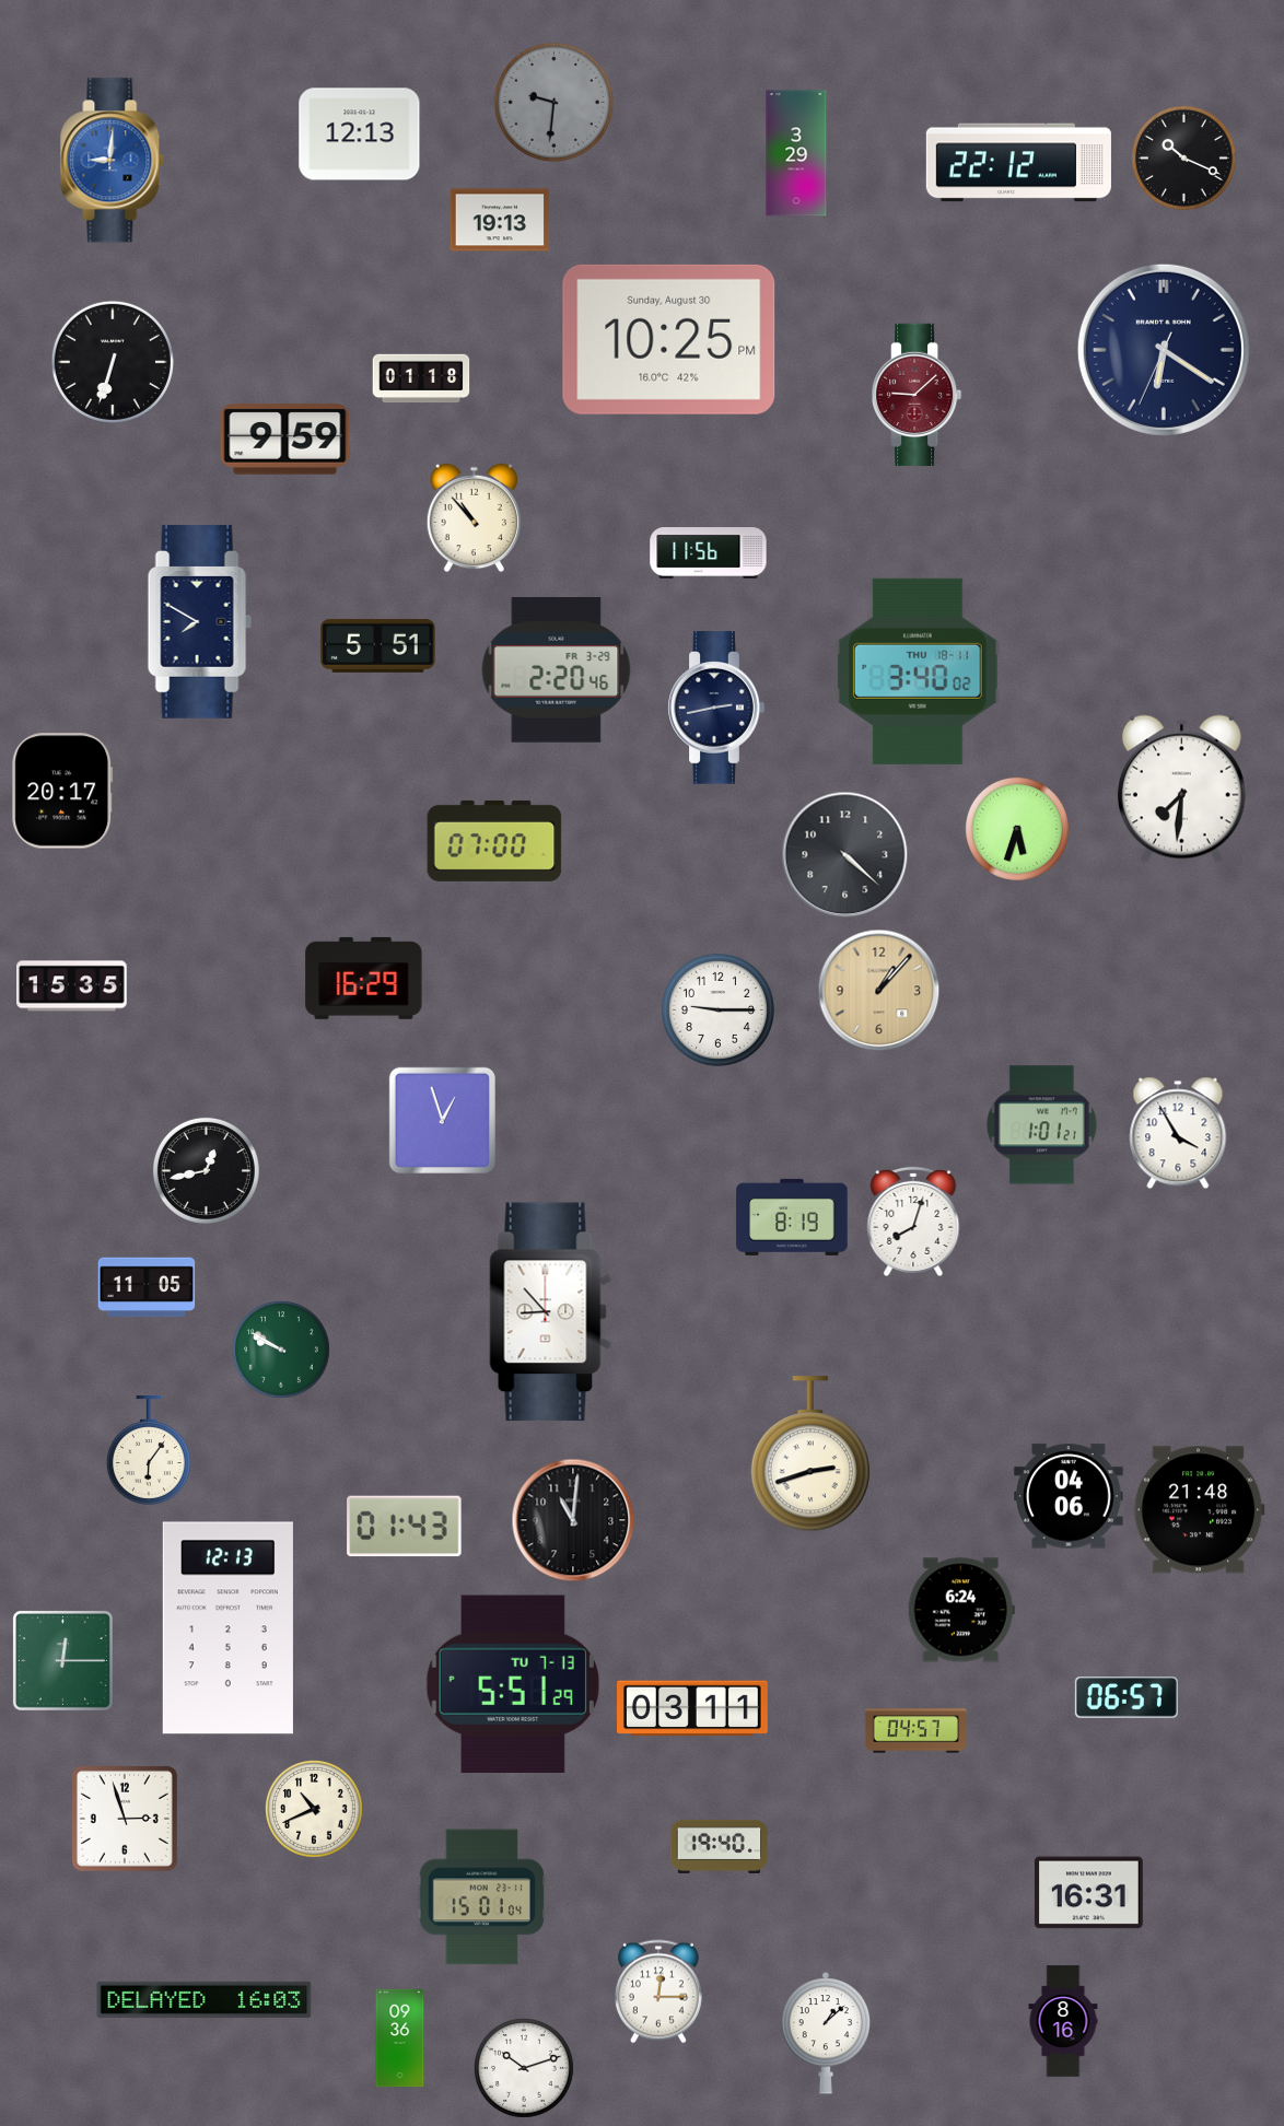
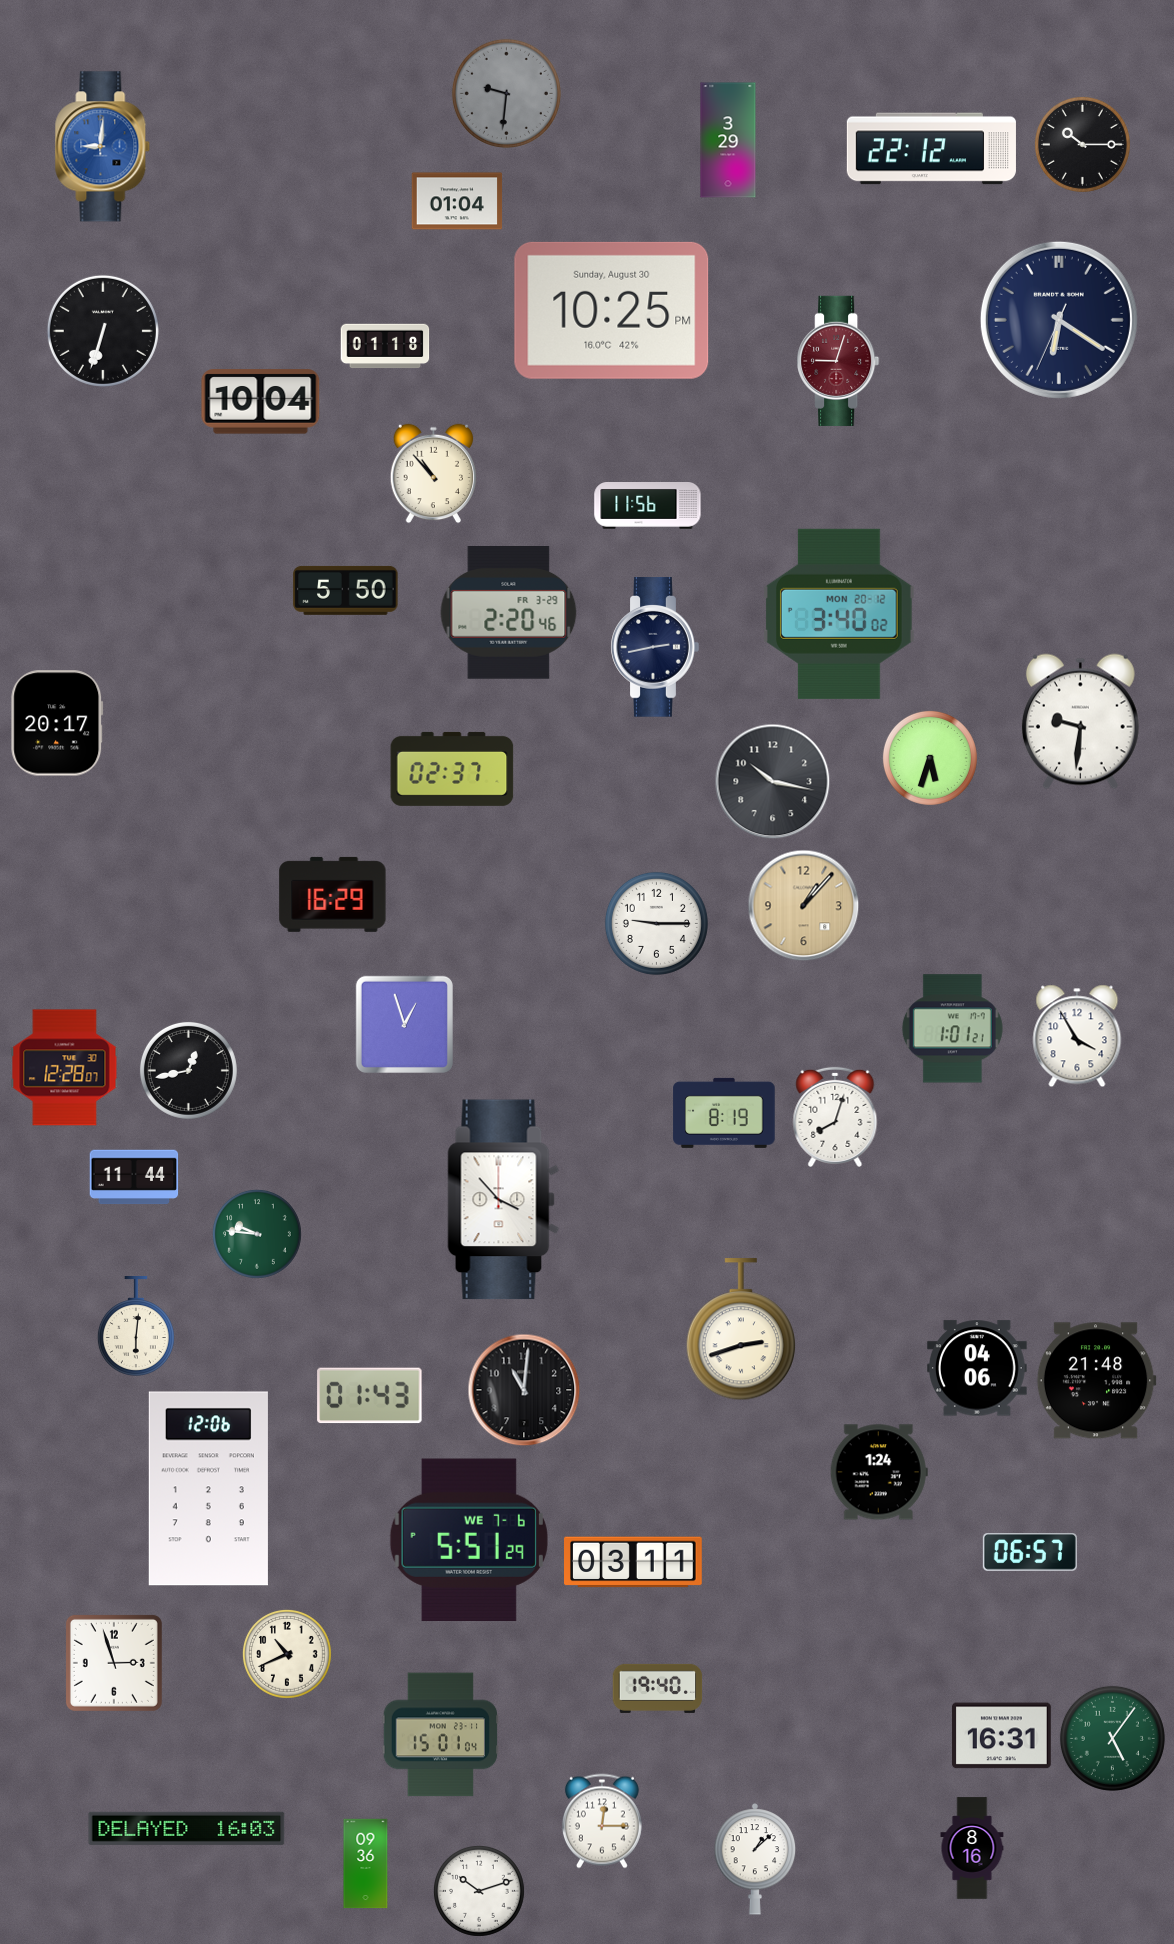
clock at (360, 135): 12:13 -> none
clock at (1183, 157): 10:19 -> 10:15
clock at (500, 220): 19:13 -> 01:04
clock at (1164, 350) position: (1164, 350) -> (1059, 320)
clock at (917, 395): 9:08 -> 9:03
clock at (285, 440): 9:59 -> 10:04
clock at (199, 621): 7:50 -> none
clock at (378, 645): 5:51 -> 5:50
clock at (919, 671) date: THU 18-11 -> MON 20-12
clock at (1181, 790): 7:31 -> 9:31
clock at (494, 841): 07:00 -> 02:37
clock at (845, 855): 4:22 -> 10:17
clock at (72, 986): 15:35 -> none
clock at (65, 1068): none -> 12:28
clock at (147, 1287): 11:05 -> 11:44
clock at (551, 1312): 8:53 -> 3:53
clock at (281, 1350): 9:50 -> 9:46
clock at (149, 1450): 6:06 -> 6:01
clock at (961, 1610): 6:24 -> 1:24
clock at (227, 1628): 12:13 -> 12:06
clock at (62, 1660): 12:15 -> none
clock at (513, 1683) date: TU 7-13 -> WE 7-6
clock at (915, 1731): 04:57 -> none
clock at (1088, 1893) position: (1088, 1893) -> (1001, 1736)
clock at (1112, 1738): none -> 5:06
